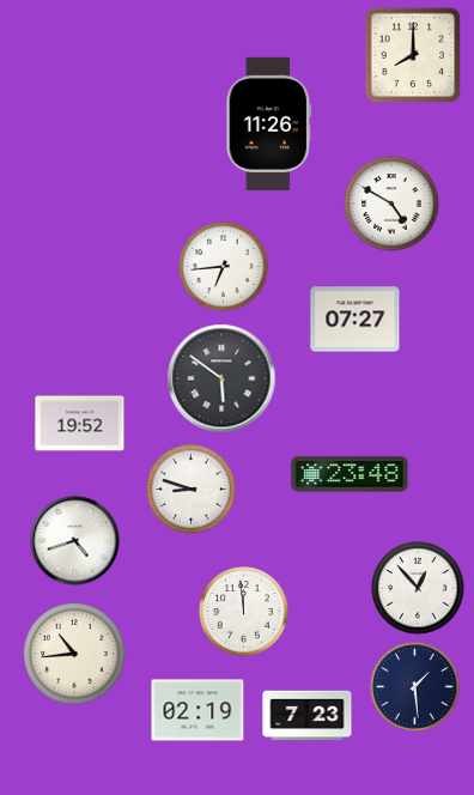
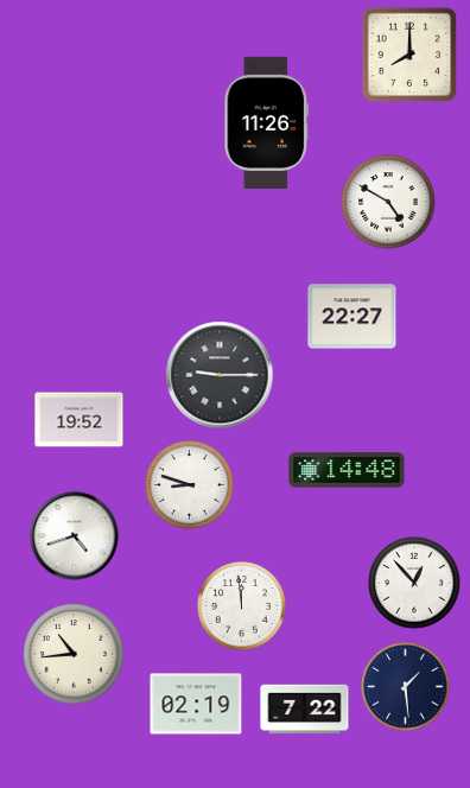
clock at (224, 267): 6:44 -> none
clock at (355, 320): 07:27 -> 22:27
clock at (221, 378): 5:51 -> 9:15
clock at (350, 474): 23:48 -> 14:48
clock at (74, 654) position: (74, 654) -> (74, 654)
clock at (415, 687) position: (415, 687) -> (406, 687)
clock at (308, 716): 7:23 -> 7:22
